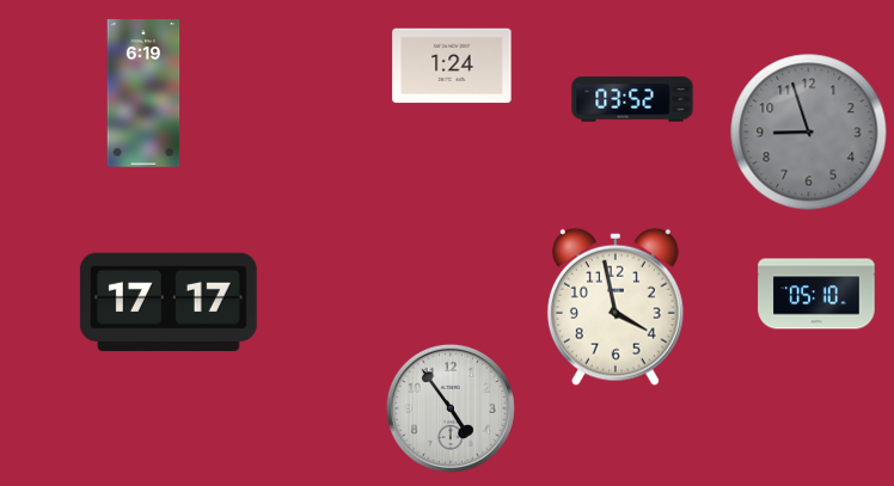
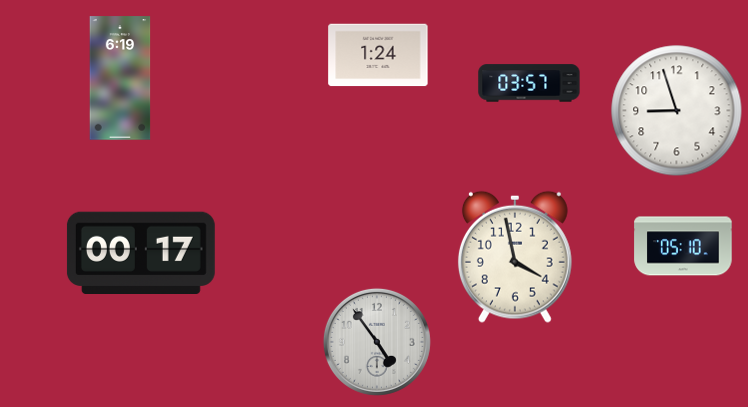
clock at (632, 99): 03:52 -> 03:57
clock at (809, 133) dial: grey -> white
clock at (169, 301): 17:17 -> 00:17
